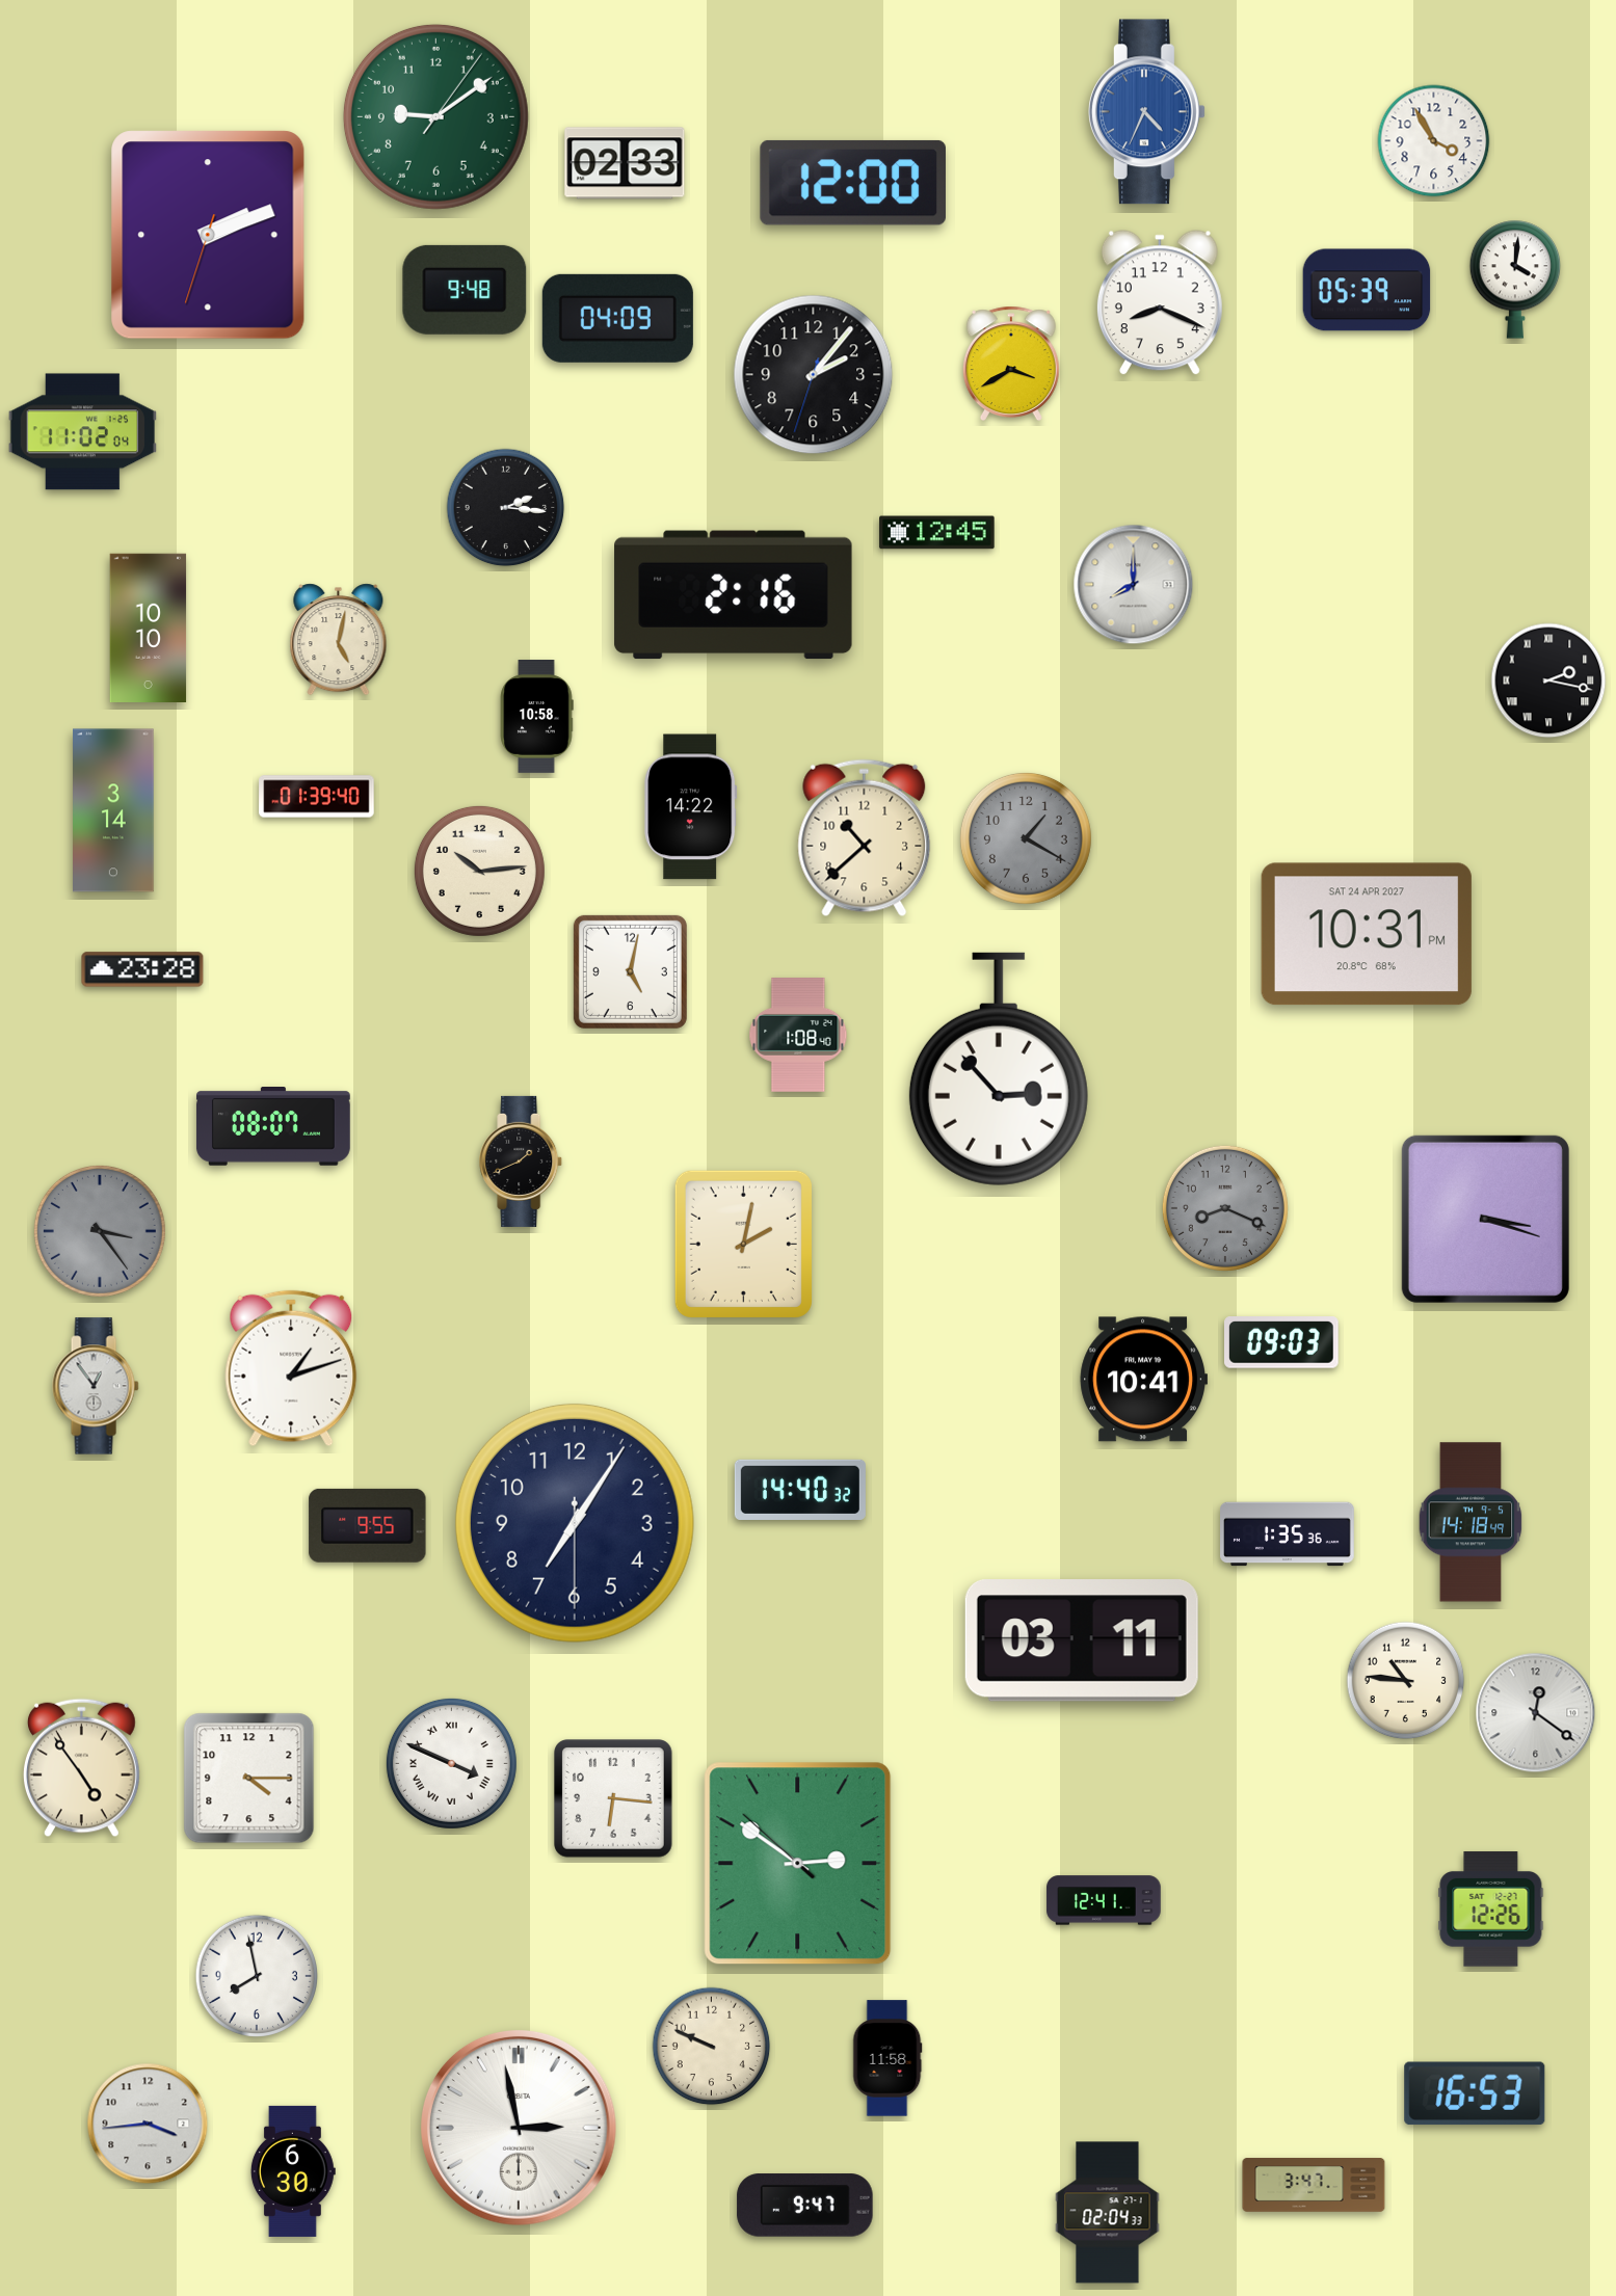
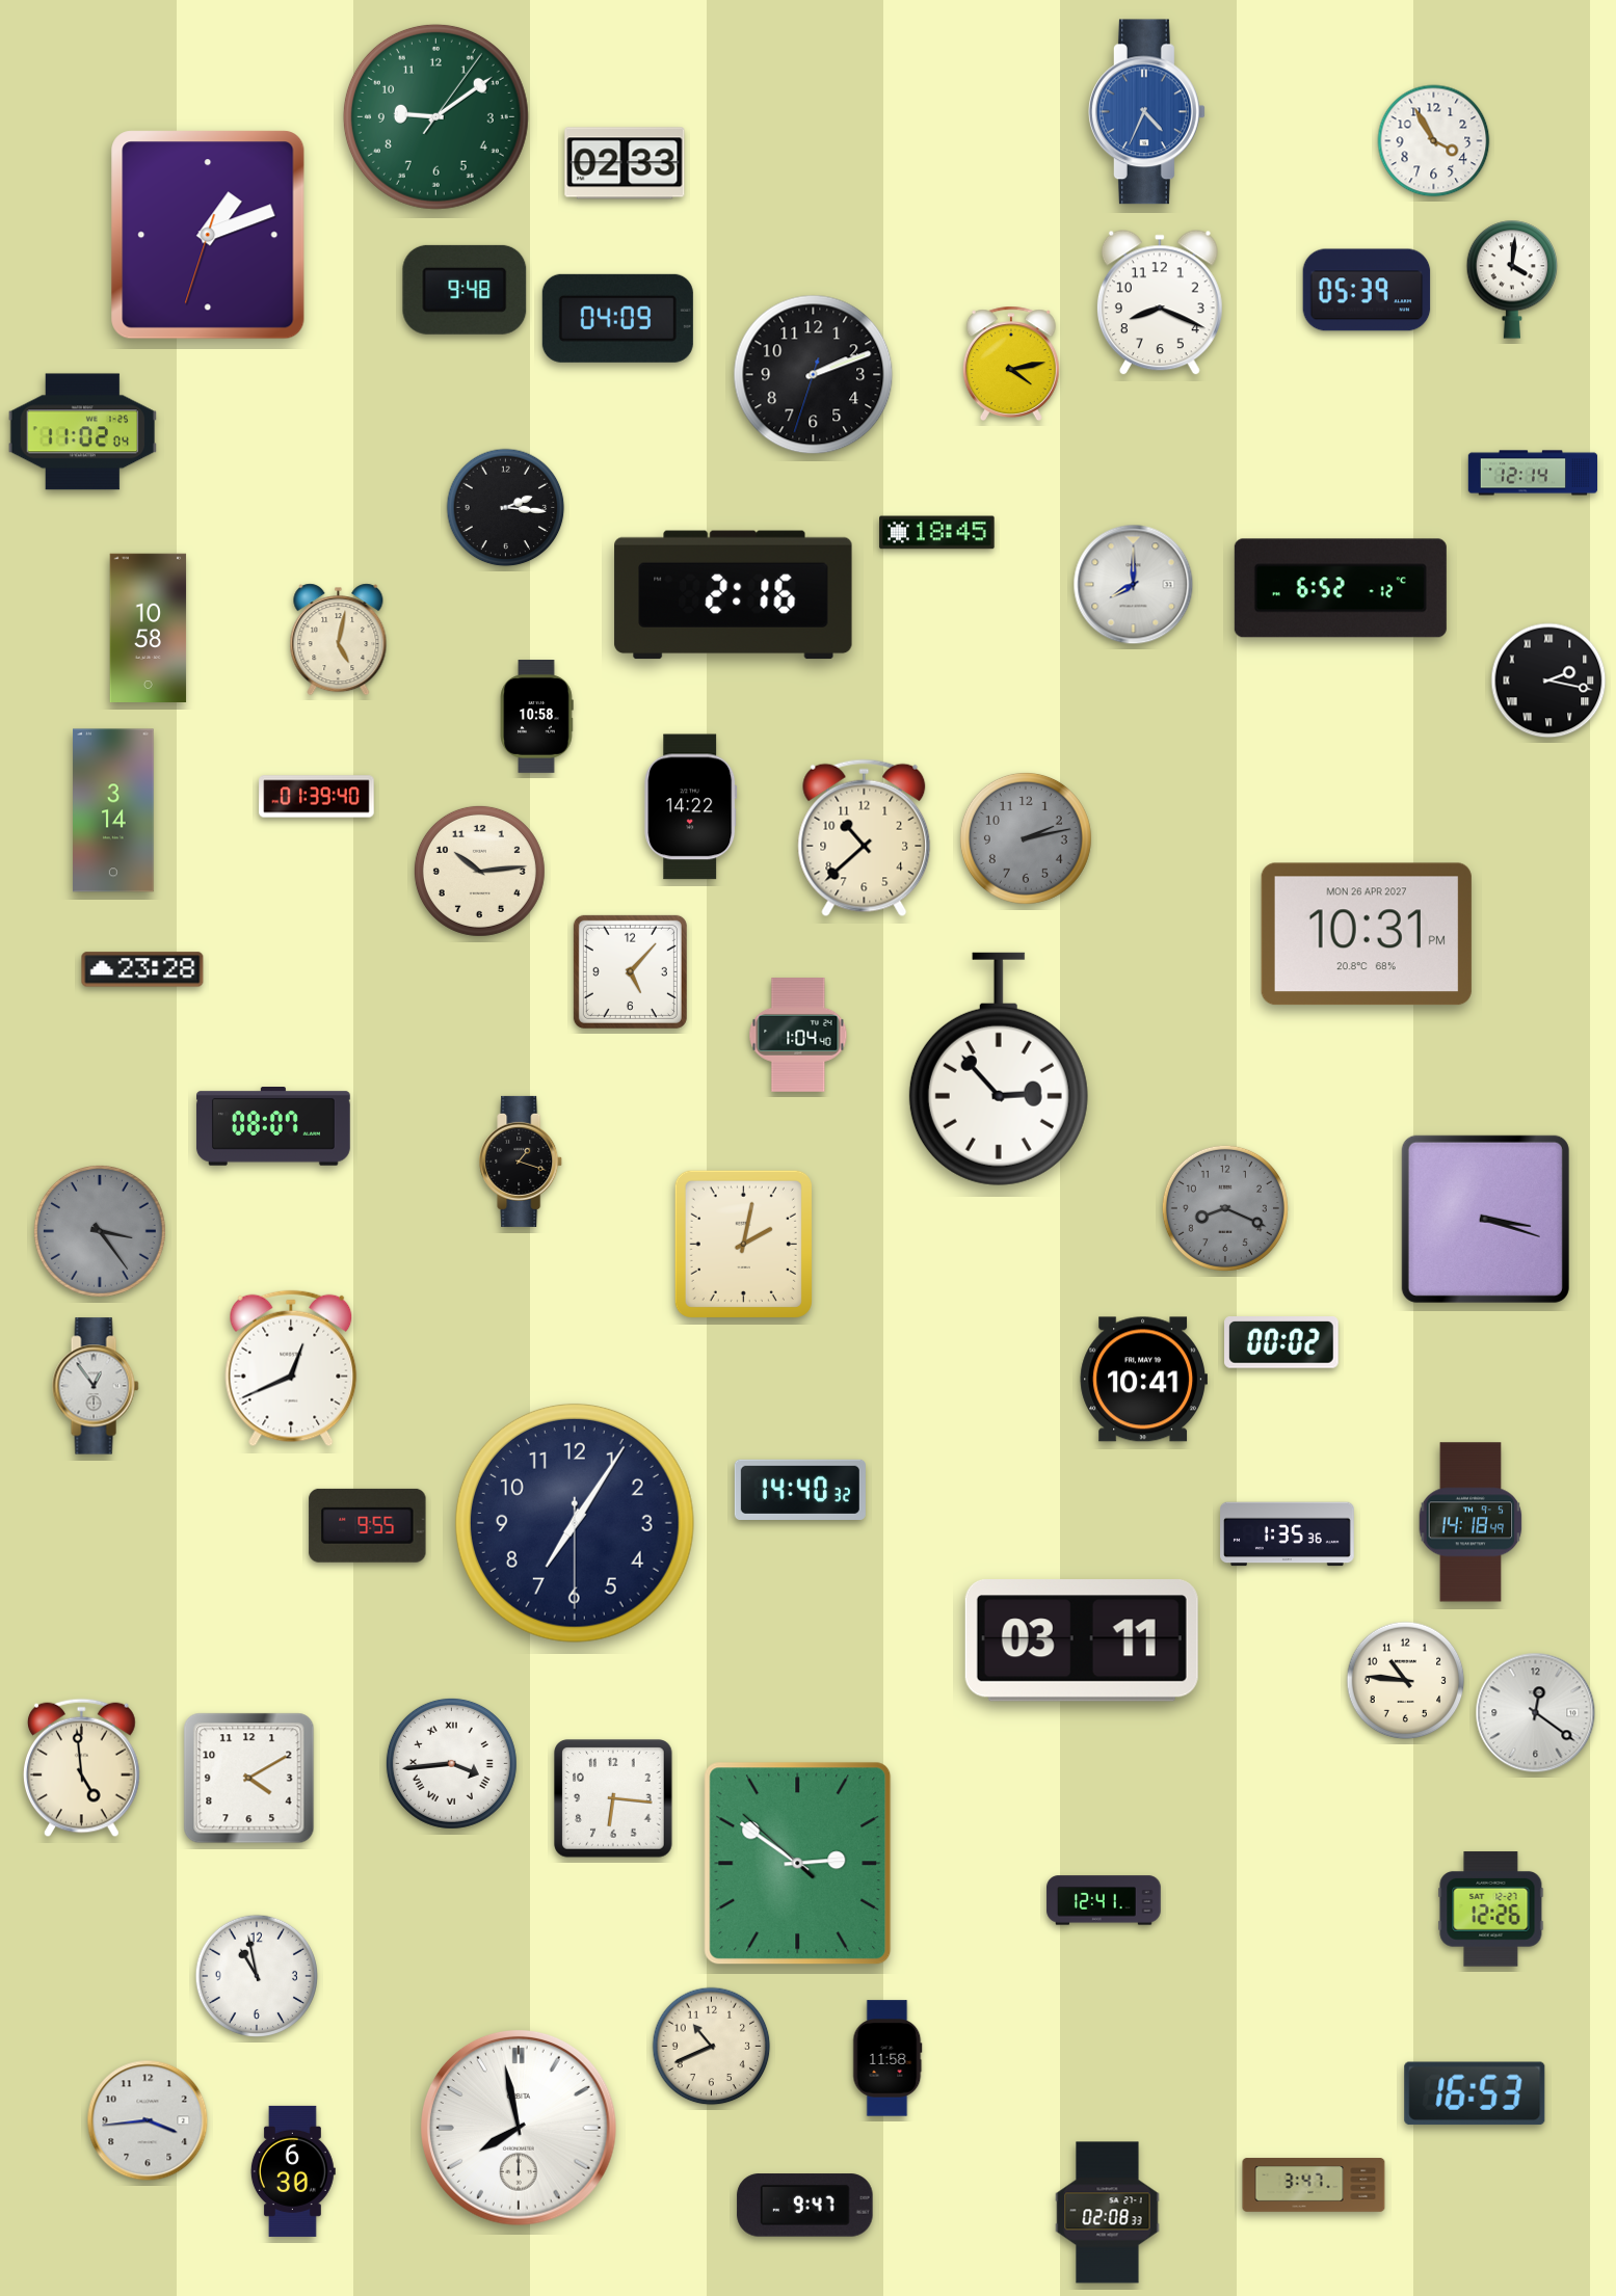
clock at (853, 183): 12:00 -> none
clock at (208, 235): 2:11 -> 1:11
clock at (1515, 279) position: (1515, 279) -> (1512, 279)
clock at (1011, 364): 3:40 -> 4:13
clock at (814, 375): 2:06 -> 2:11
clock at (1533, 473): none -> 12:14
clock at (937, 533): 12:45 -> 18:45
clock at (1341, 588): none -> 6:52
clock at (149, 628): 10:10 -> 10:58
clock at (1026, 838): 1:20 -> 2:13
clock at (1367, 934) date: SAT 24 APR 2027 -> MON 26 APR 2027
clock at (630, 971): 5:02 -> 5:07
clock at (798, 1035): 1:08 -> 1:04
clock at (522, 1162): 1:41 -> 1:18
clock at (1282, 1343): 09:03 -> 00:02
clock at (291, 1368): 1:12 -> 12:41
clock at (451, 1763): 3:49 -> 3:44
clock at (81, 1768): 4:54 -> 4:59
clock at (249, 1779): 4:15 -> 4:10
clock at (256, 1975): 7:58 -> 10:58
clock at (712, 2047): 9:49 -> 10:41
clock at (148, 2124) position: (148, 2124) -> (148, 2120)
clock at (520, 2129): 2:58 -> 7:58
clock at (1108, 2213): 02:04 -> 02:08
